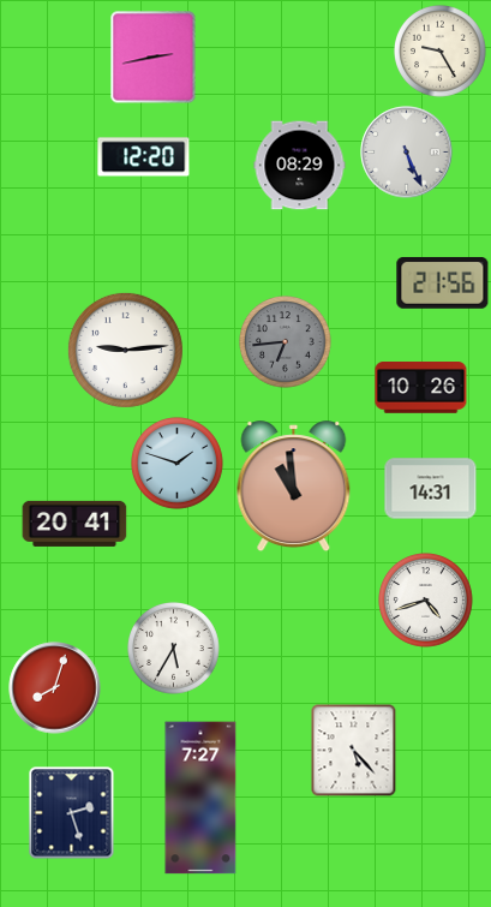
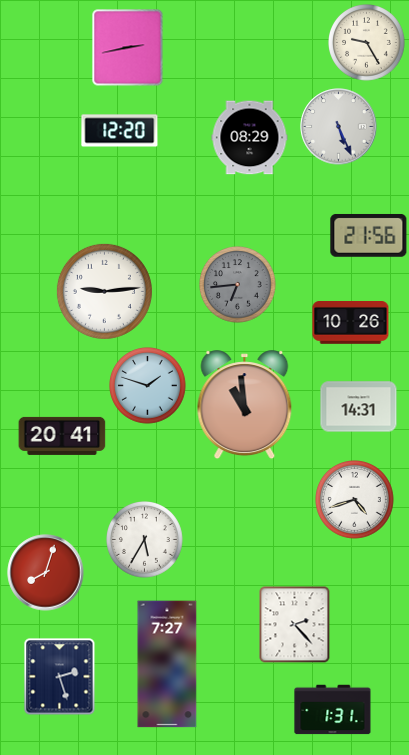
clock at (354, 750): 5:23 -> 2:23
clock at (333, 710): none -> 1:31
